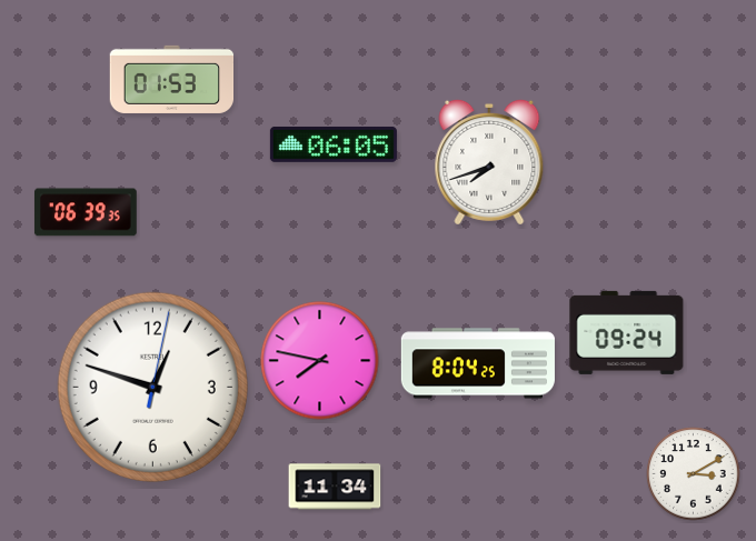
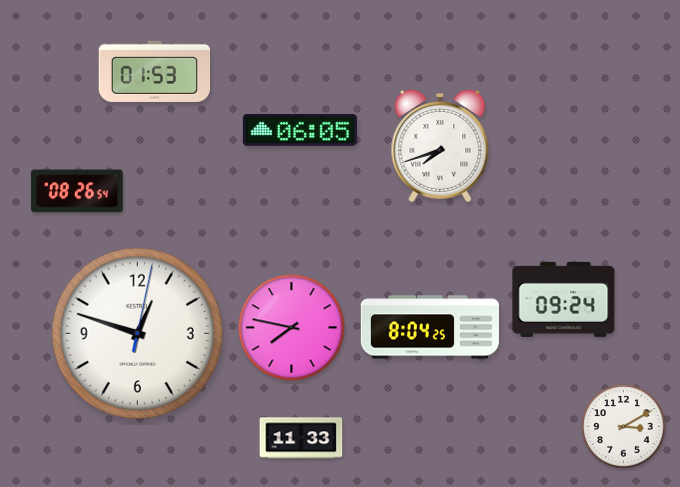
clock at (86, 212): 06:39 -> 08:26
clock at (320, 361) position: (320, 361) -> (292, 328)
clock at (152, 387) position: (152, 387) -> (137, 333)
clock at (335, 487): 11:34 -> 11:33
